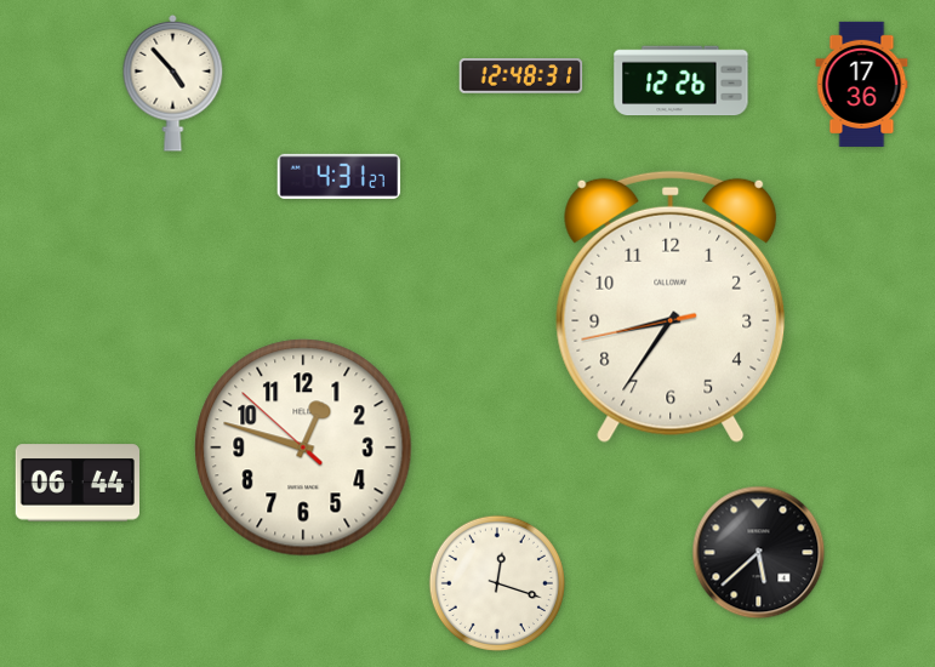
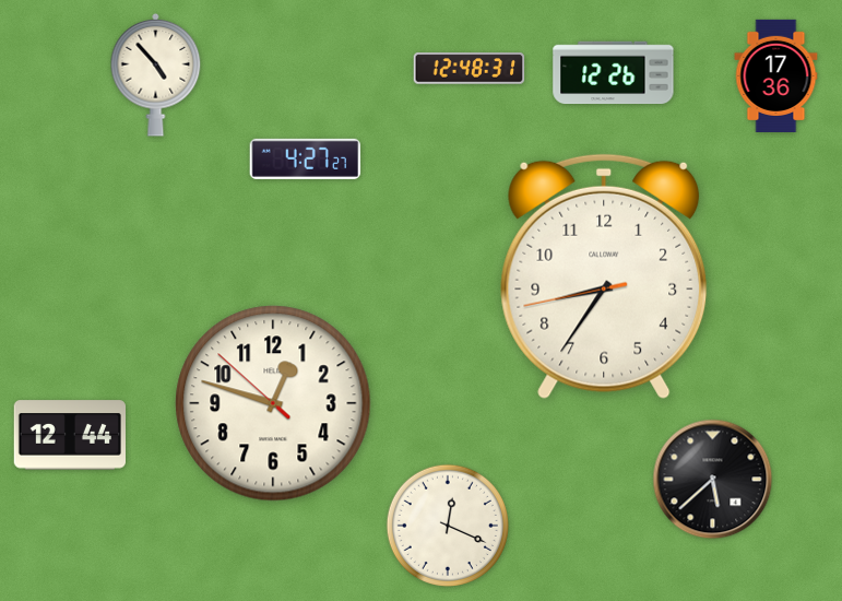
clock at (340, 176): 4:31 -> 4:27
clock at (76, 483): 06:44 -> 12:44
clock at (759, 553) position: (759, 553) -> (713, 480)
clock at (497, 583): 12:18 -> 12:19
